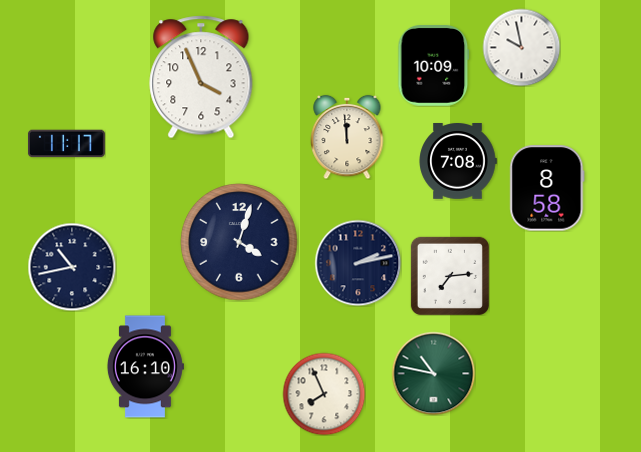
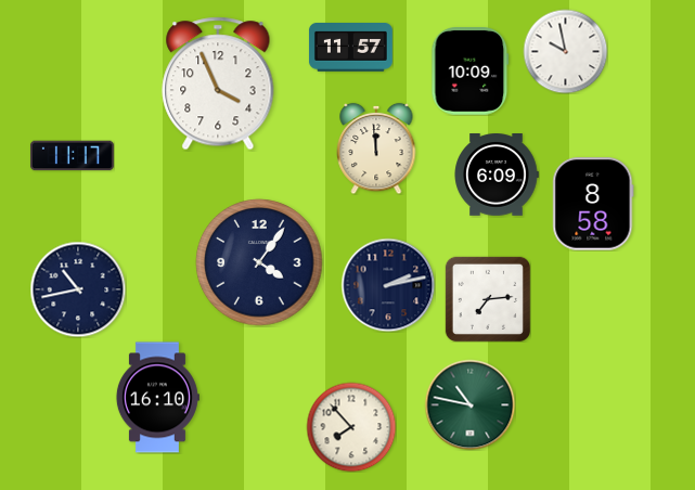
clock at (350, 48): none -> 11:57
clock at (458, 162): 7:08 -> 6:09
clock at (239, 242): 4:03 -> 4:06
clock at (324, 394): 7:56 -> 7:53
